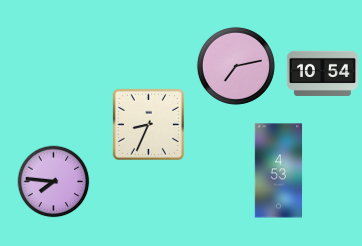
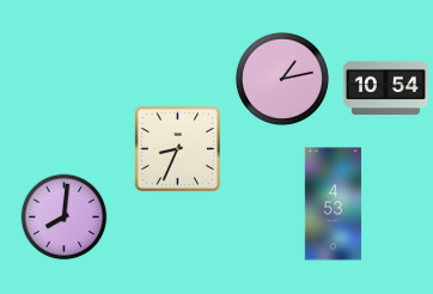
clock at (236, 66): 7:13 -> 1:13
clock at (54, 182): 7:46 -> 8:01
